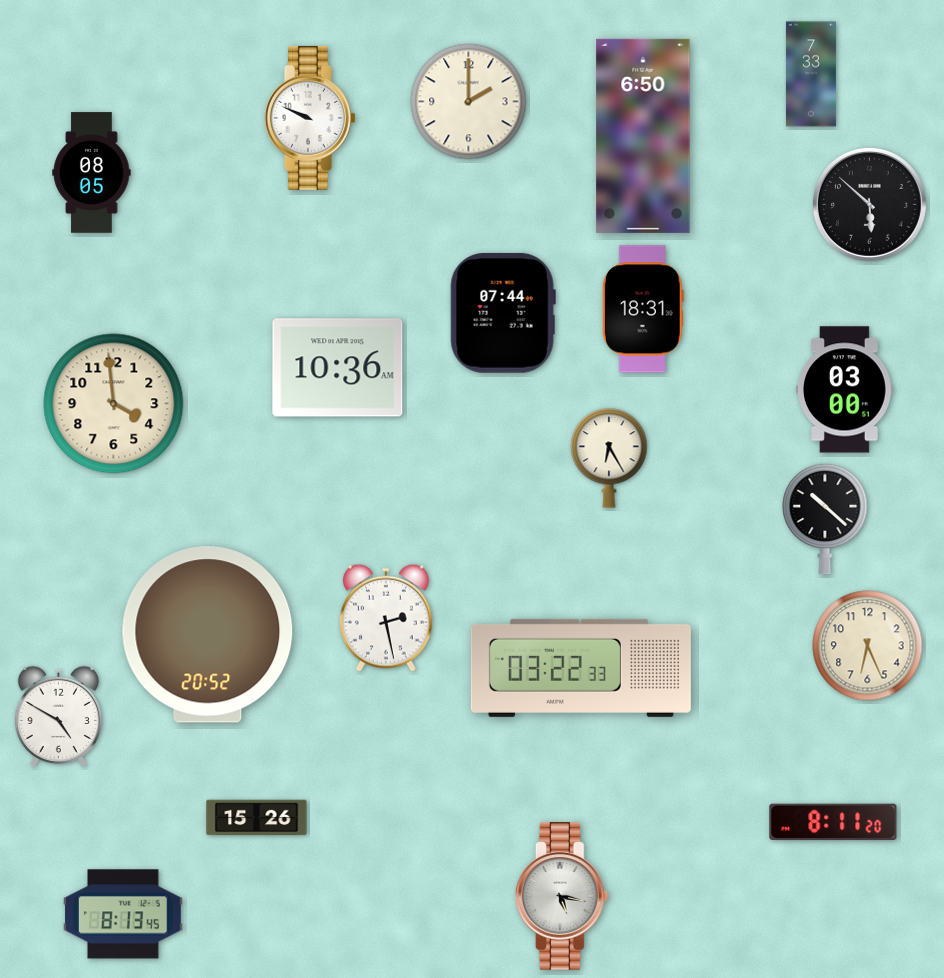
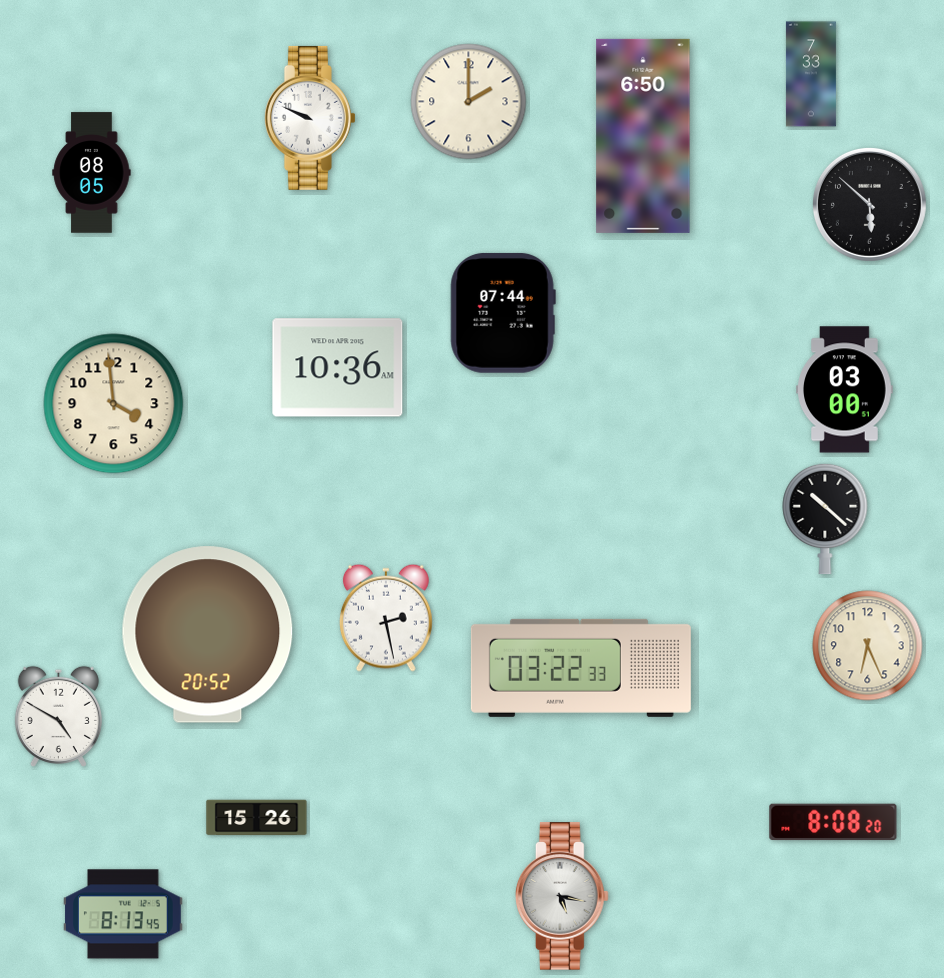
clock at (643, 309): 18:31 -> none
clock at (609, 458): 6:25 -> none
clock at (833, 822): 8:11 -> 8:08
